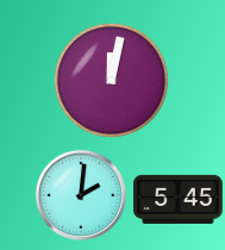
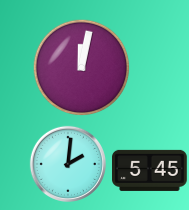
clock at (112, 81) position: (112, 81) -> (82, 68)
clock at (179, 199) position: (179, 199) -> (150, 170)
